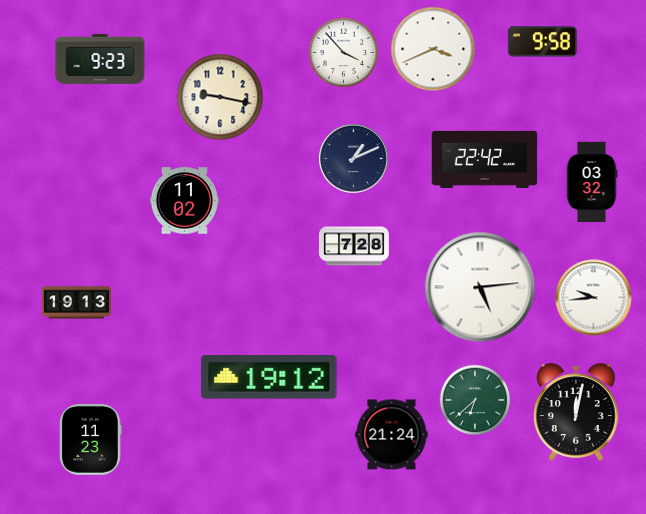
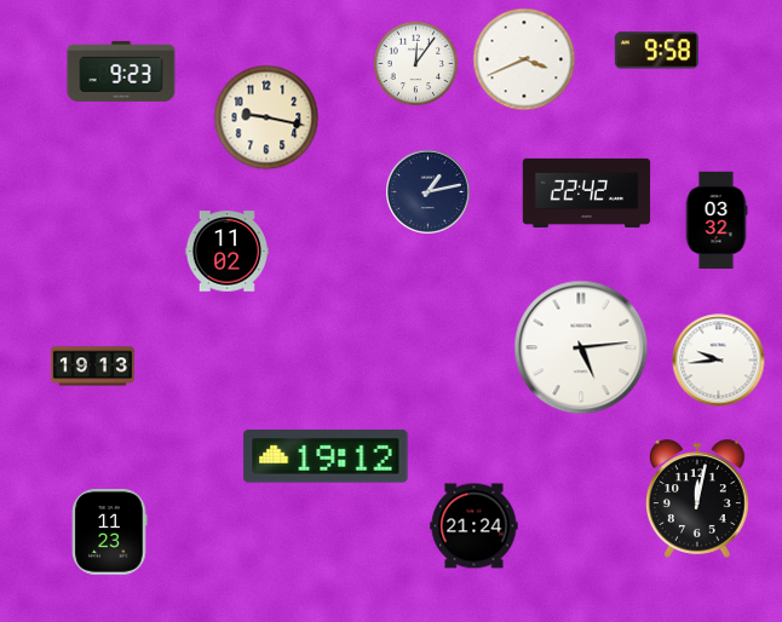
clock at (344, 53): 3:53 -> 12:06
clock at (353, 158): 1:11 -> 1:13
clock at (184, 201) position: (184, 201) -> (226, 252)
clock at (355, 246): 7:28 -> none
clock at (475, 400): 6:38 -> none
